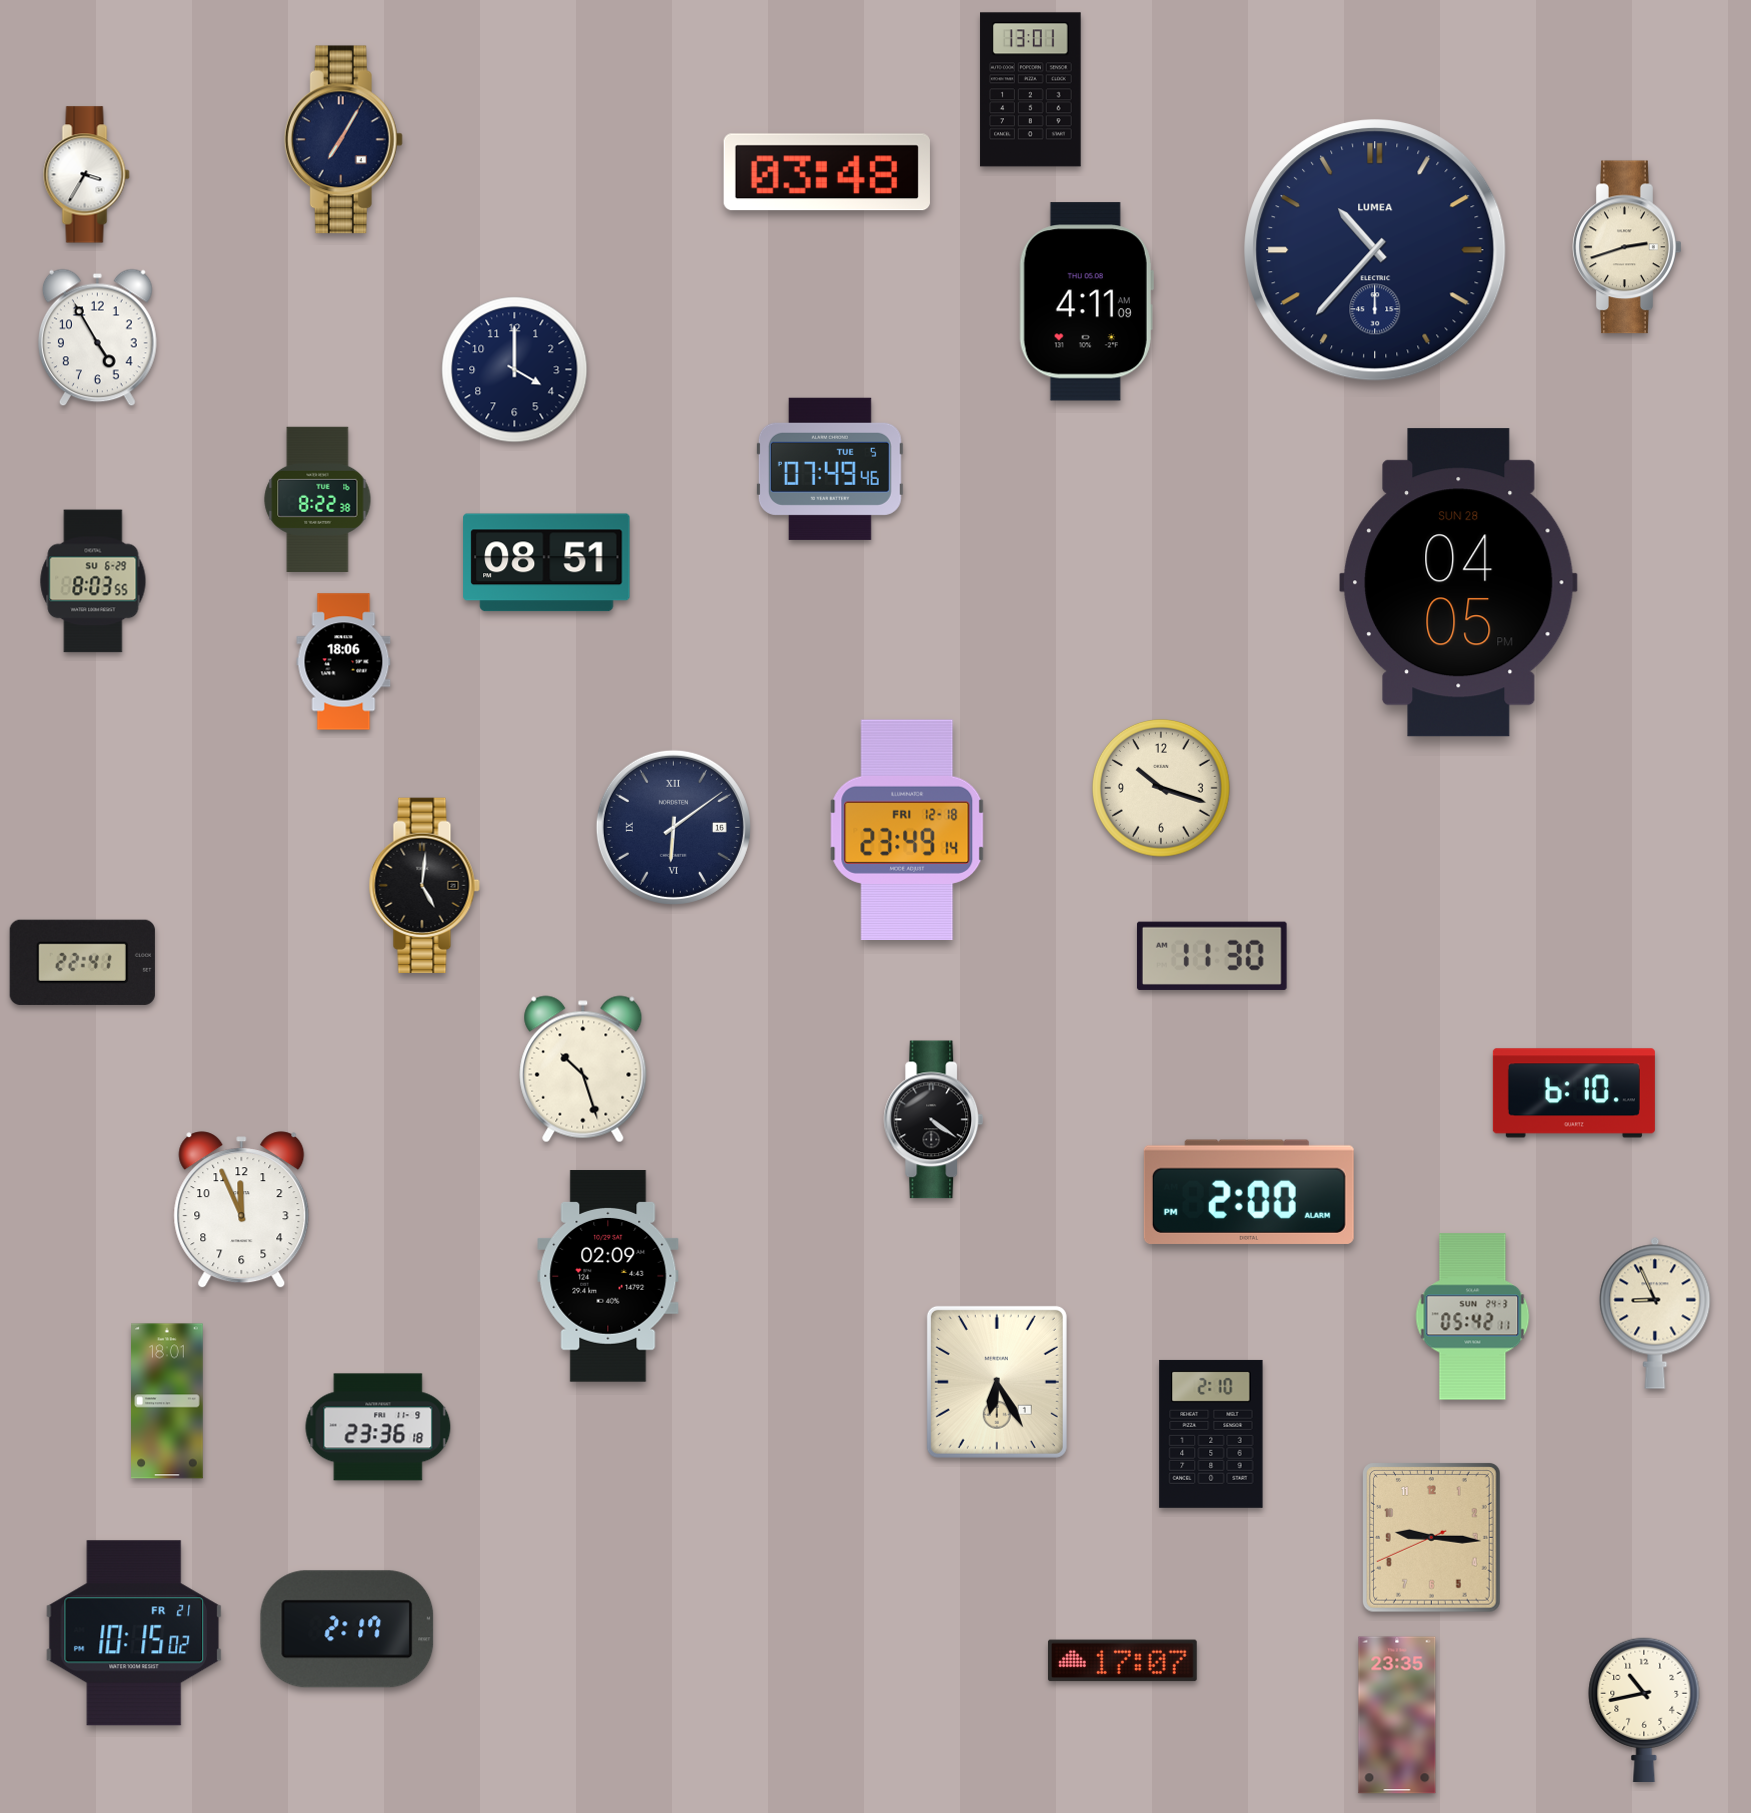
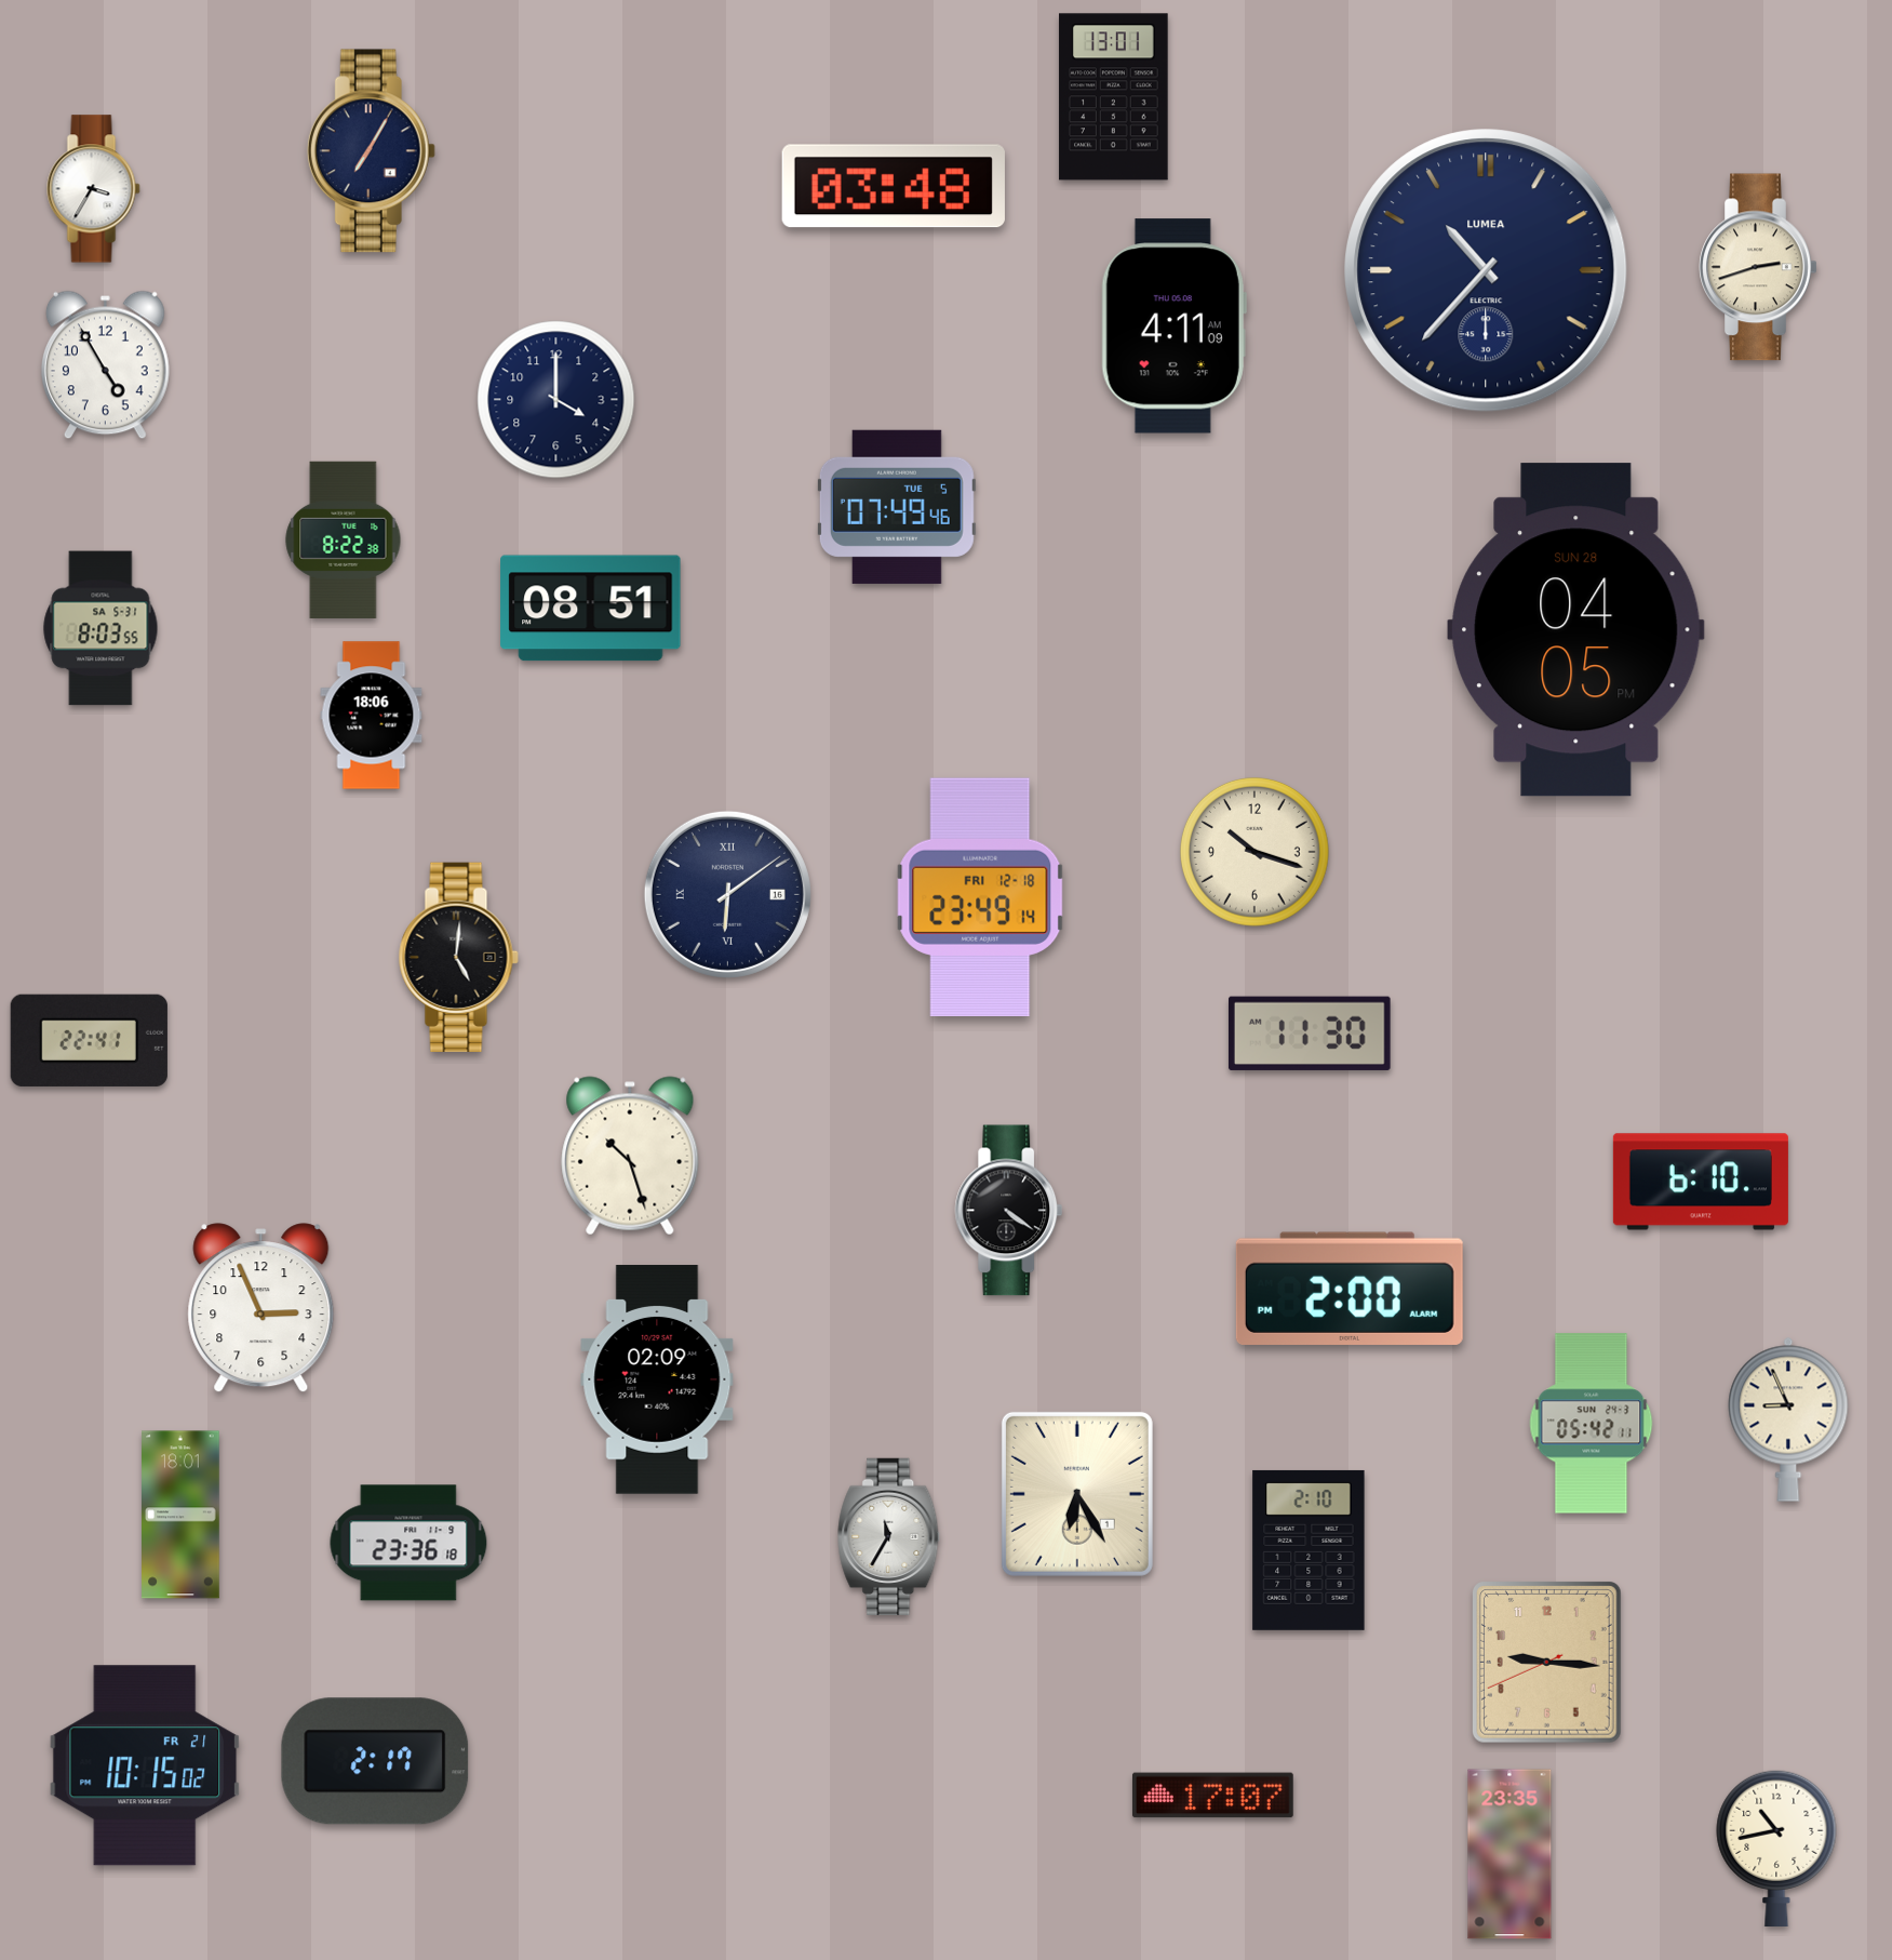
clock at (93, 581) date: SU 6-29 -> SA 5-31
clock at (242, 1210): 11:56 -> 2:56
clock at (889, 1536): none -> 11:35
